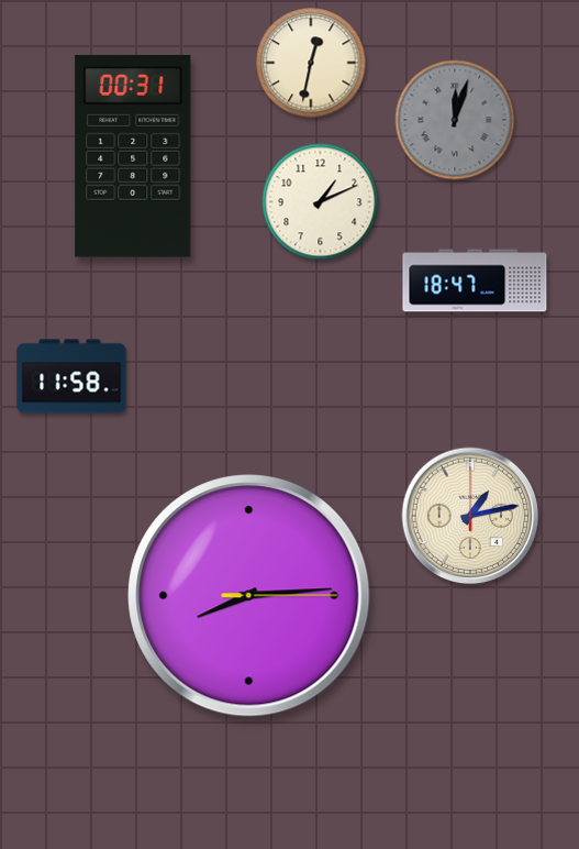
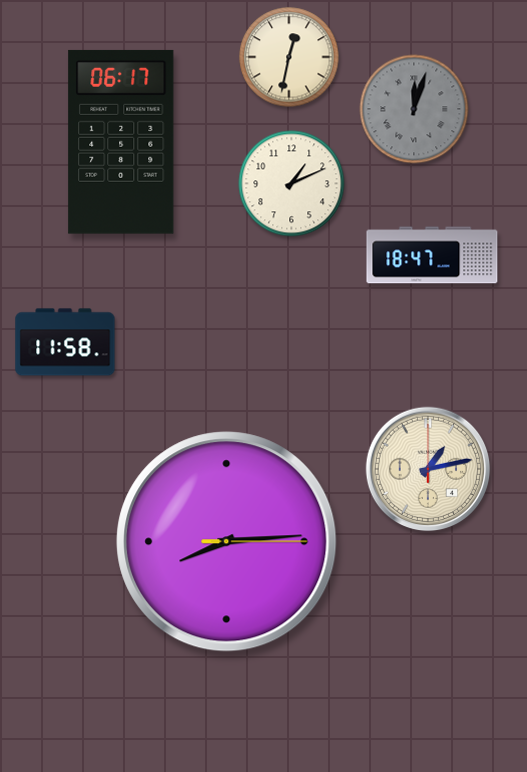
clock at (311, 63) position: (311, 63) -> (289, 57)
clock at (133, 156): 00:31 -> 06:17
